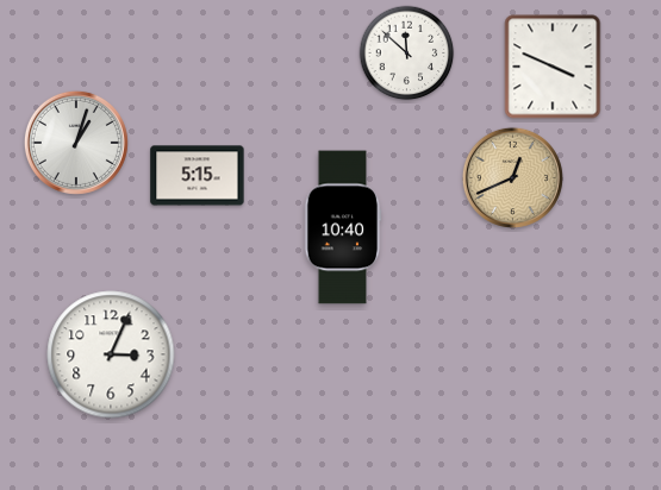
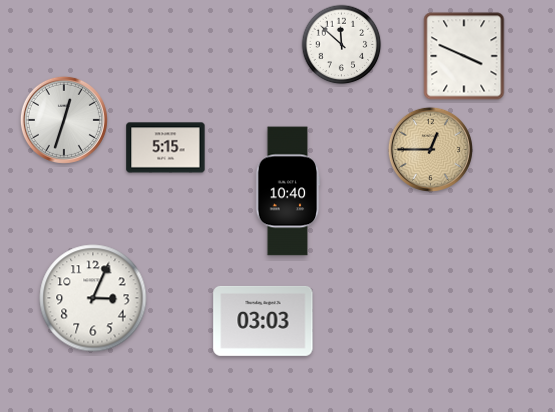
clock at (76, 143): 1:03 -> 12:33
clock at (512, 177): 12:41 -> 12:45
clock at (263, 321): none -> 03:03
